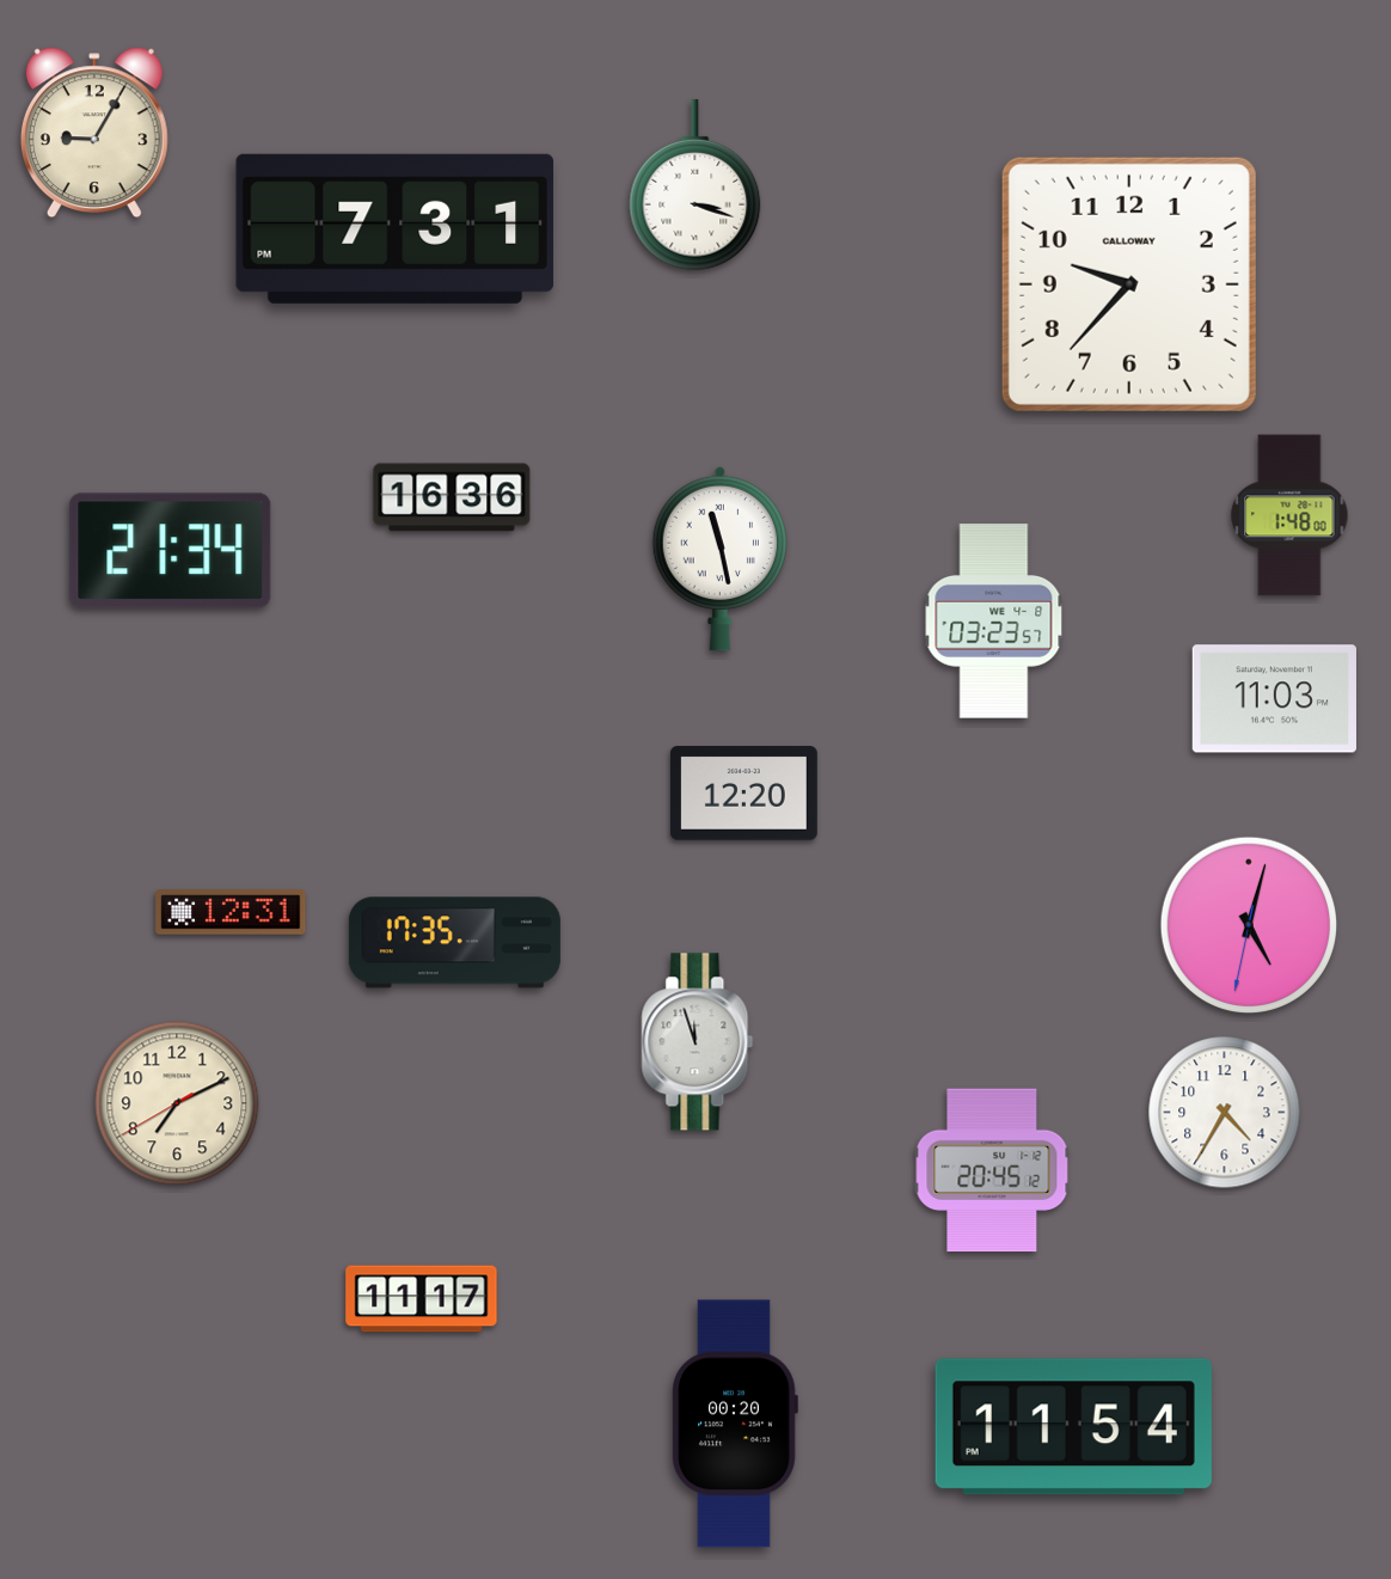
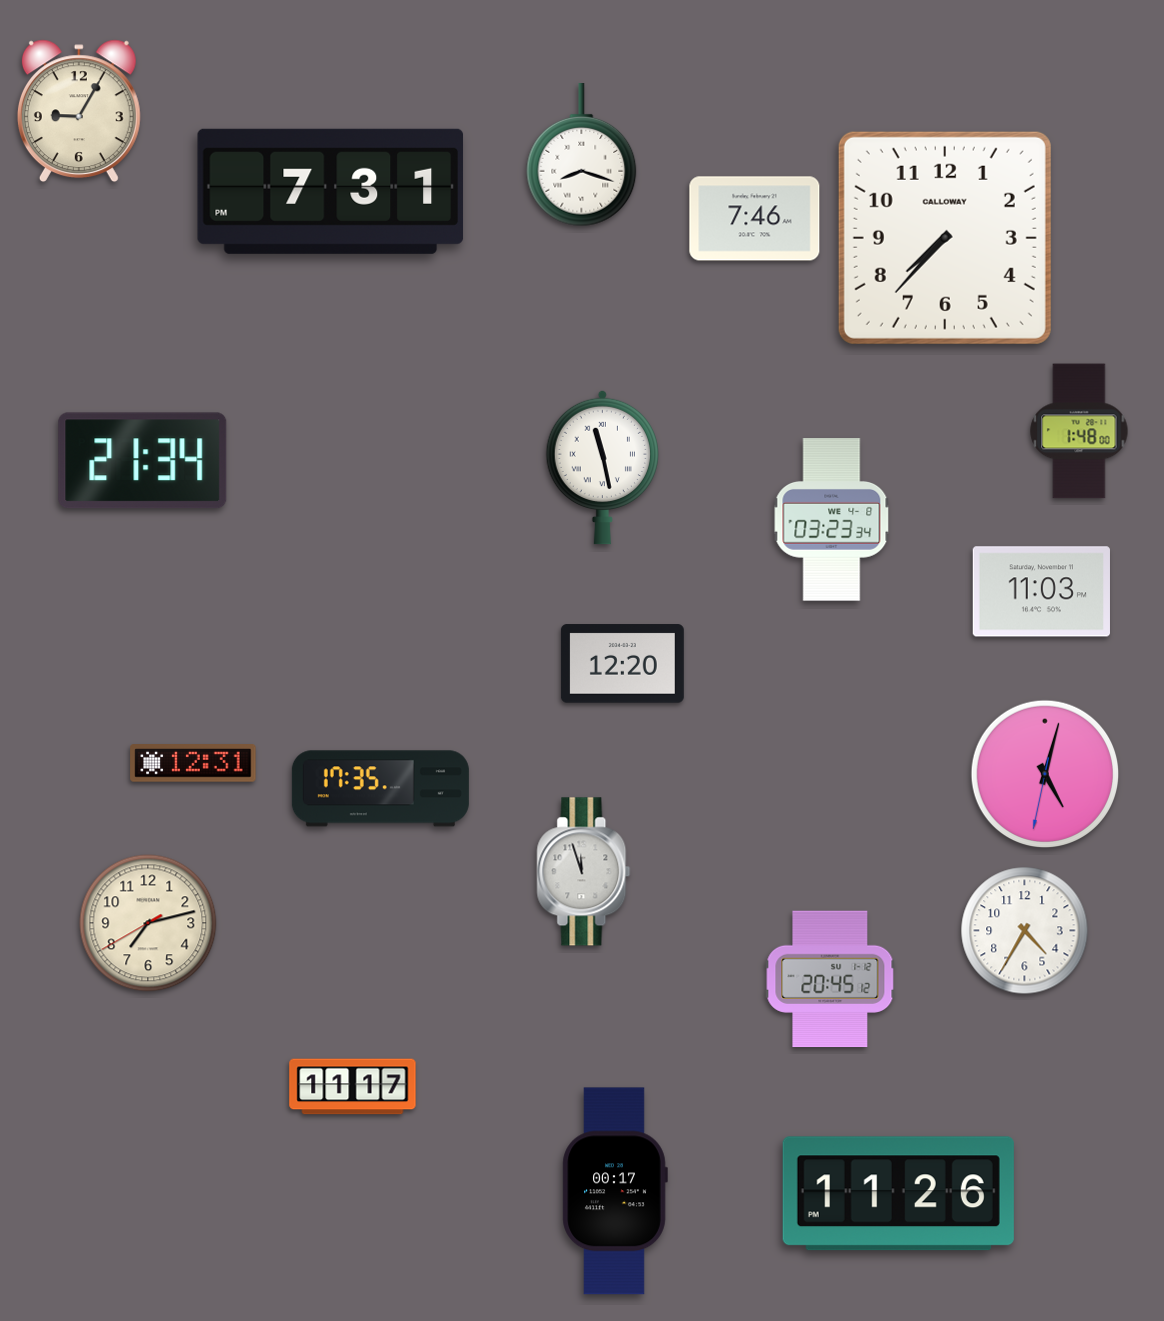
clock at (695, 186): 3:18 -> 8:18
clock at (755, 219): none -> 7:46
clock at (1129, 284): 9:37 -> 7:37
clock at (452, 497): 16:36 -> none
clock at (994, 622): 03:23:57 -> 03:23:34
clock at (1274, 699) position: (1274, 699) -> (1041, 592)
clock at (177, 1103): 7:10 -> 7:12
clock at (735, 1424): 00:20 -> 00:17
clock at (1073, 1427): 11:54 -> 11:26
